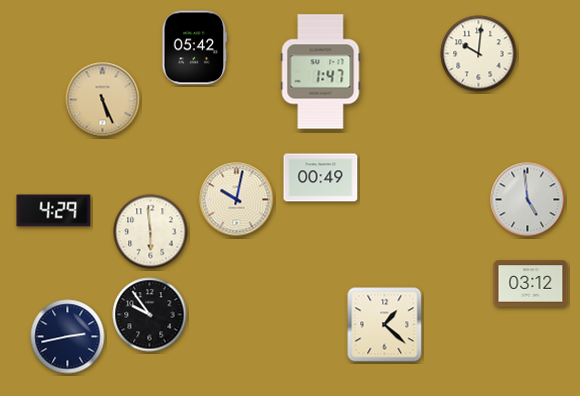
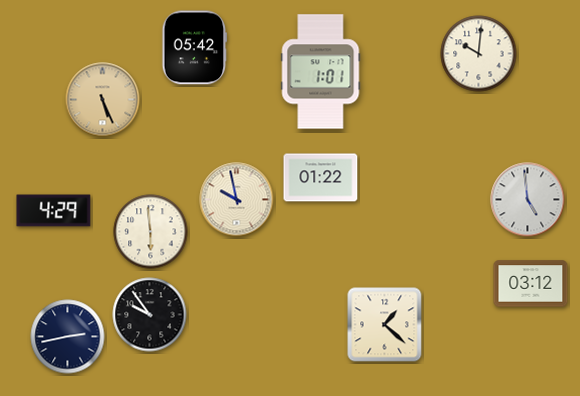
clock at (321, 72): 1:47 -> 1:01
clock at (321, 178): 00:49 -> 01:22
clock at (237, 200): 10:02 -> 9:58
